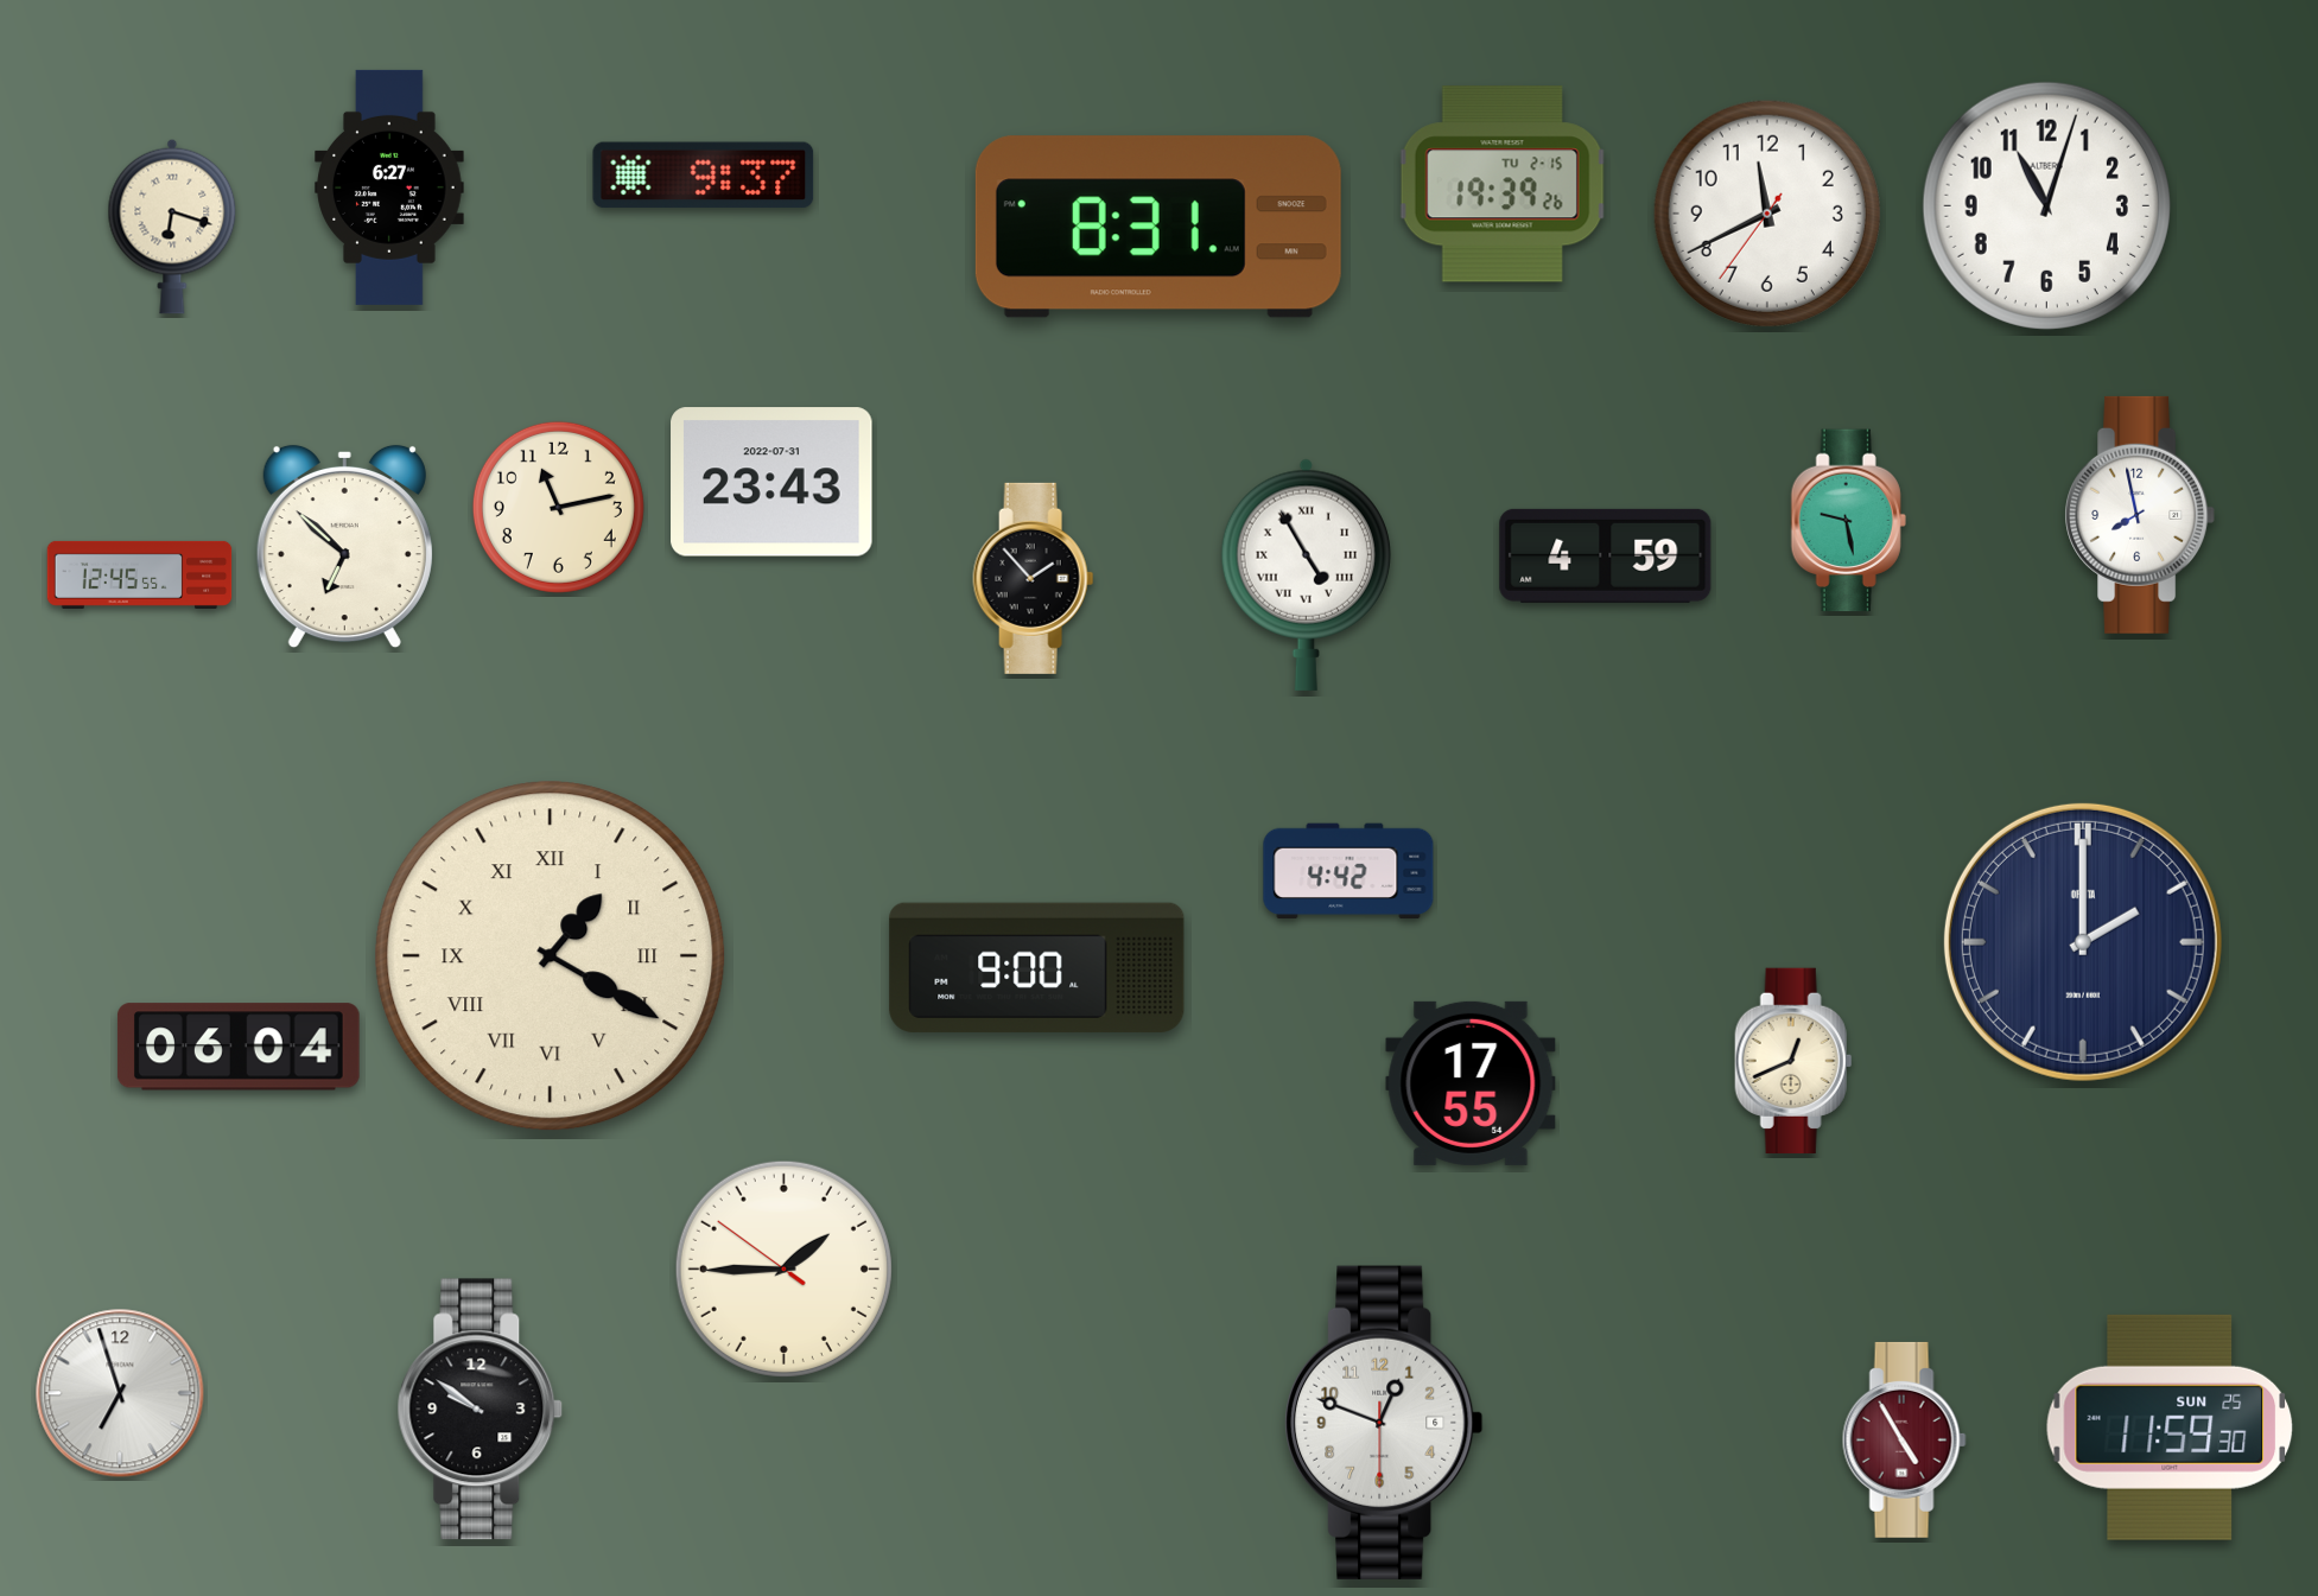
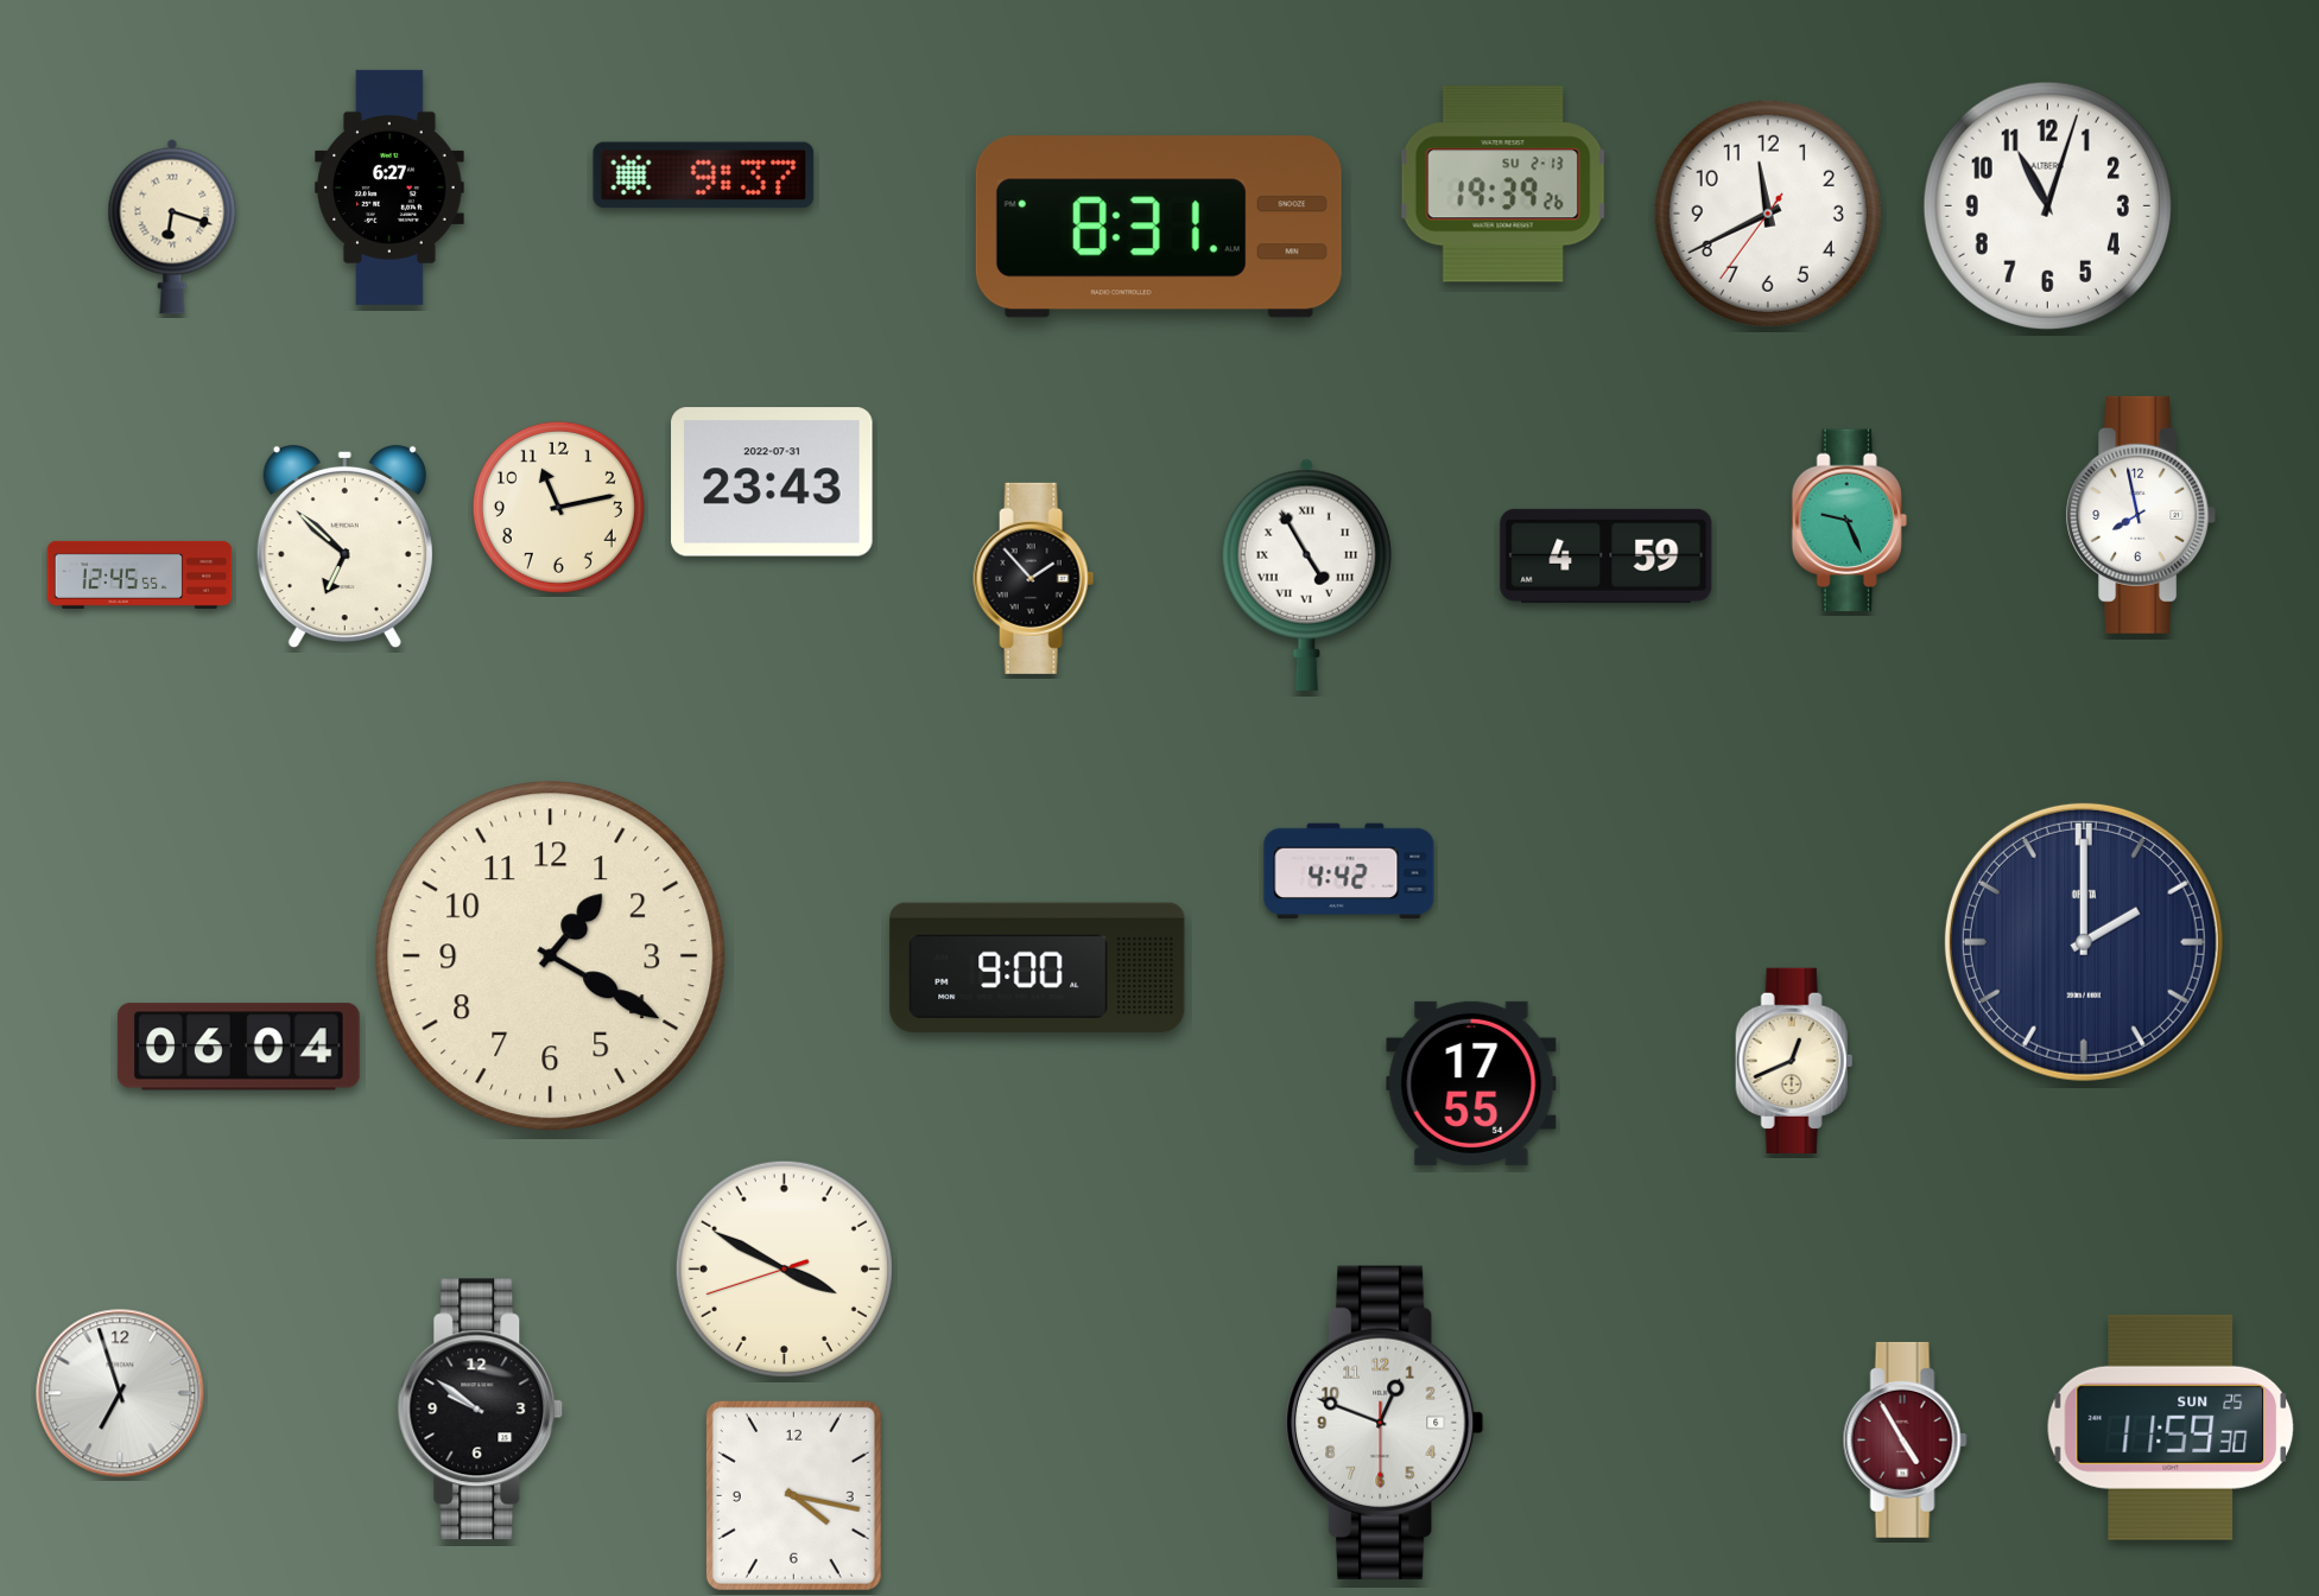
clock at (1503, 184) date: TU 2-15 -> SU 2-13
clock at (1848, 521): 9:28 -> 9:26
clock at (551, 956) numerals: Roman -> Arabic
clock at (783, 1268): 1:44 -> 3:49
clock at (793, 1495): none -> 4:17
